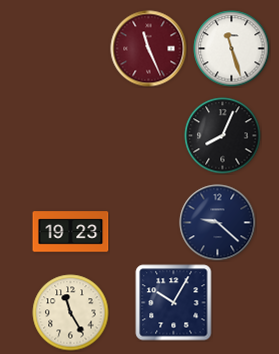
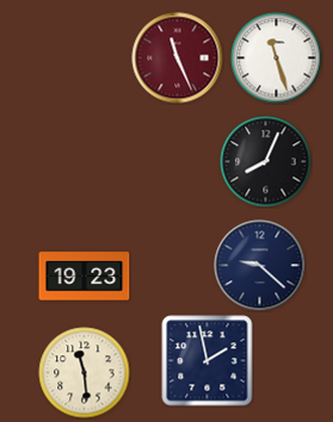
clock at (174, 303): 10:05 -> 1:58
clock at (71, 313): 11:25 -> 11:29
